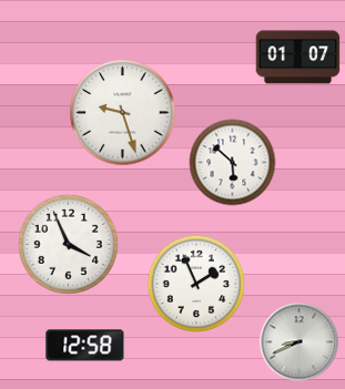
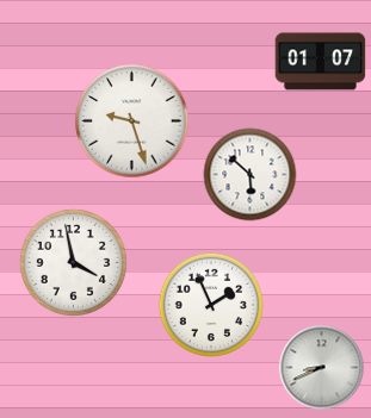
clock at (68, 244): 3:56 -> 3:58
clock at (85, 346): 12:58 -> none
